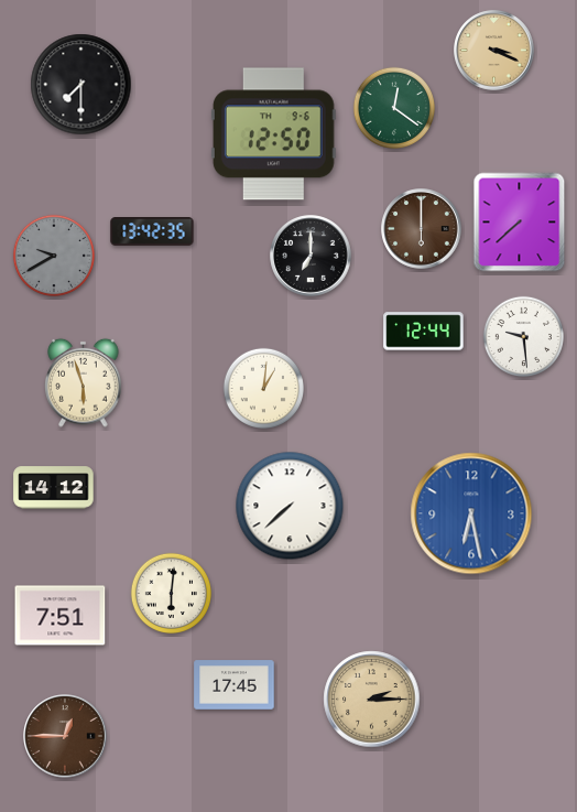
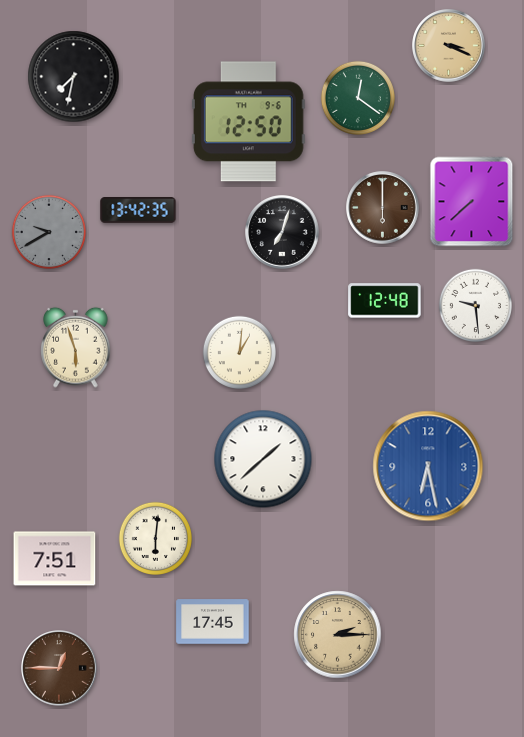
clock at (81, 85): 7:30 -> 7:32
clock at (311, 256): 7:00 -> 7:03
clock at (424, 332): 12:44 -> 12:48
clock at (54, 488): 14:12 -> none
clock at (290, 506): 7:38 -> 1:38
